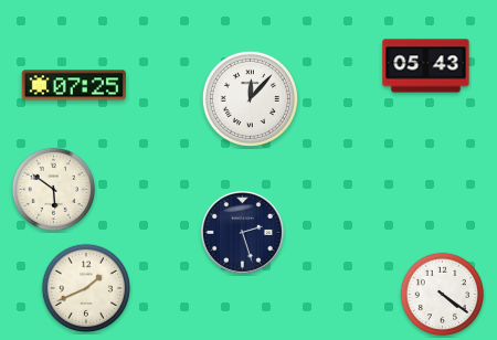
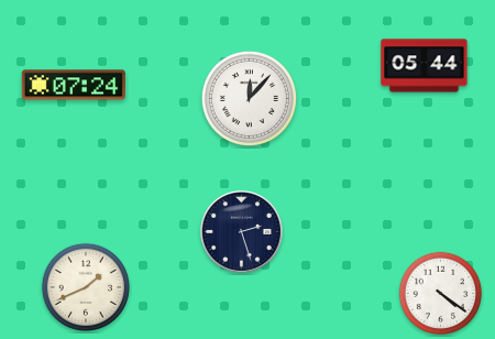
clock at (426, 66): 05:43 -> 05:44
clock at (74, 85): 07:25 -> 07:24
clock at (54, 190): 5:51 -> none
